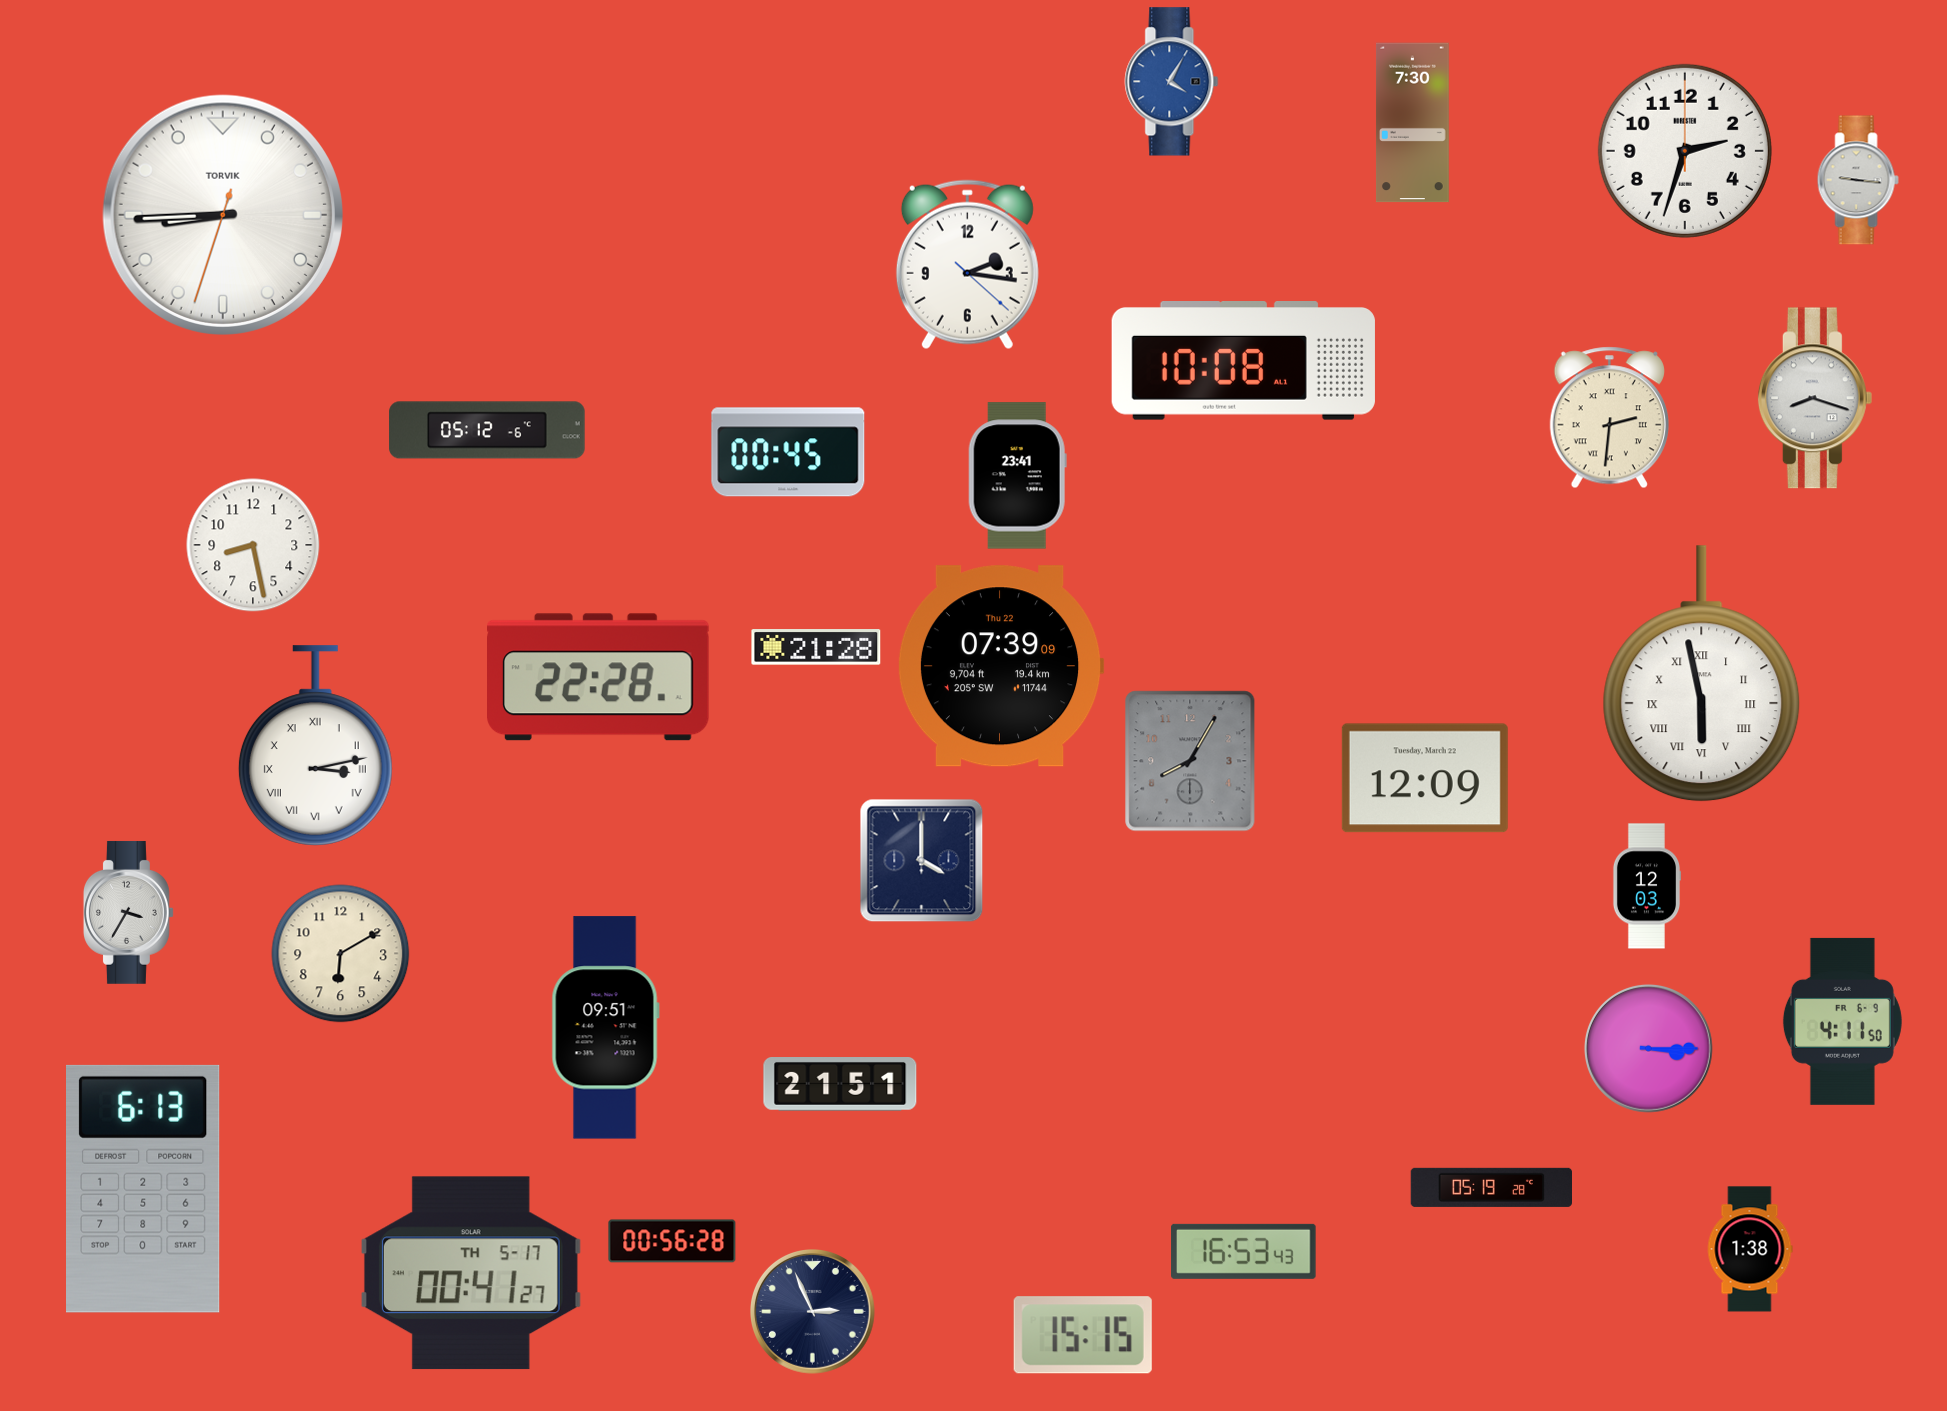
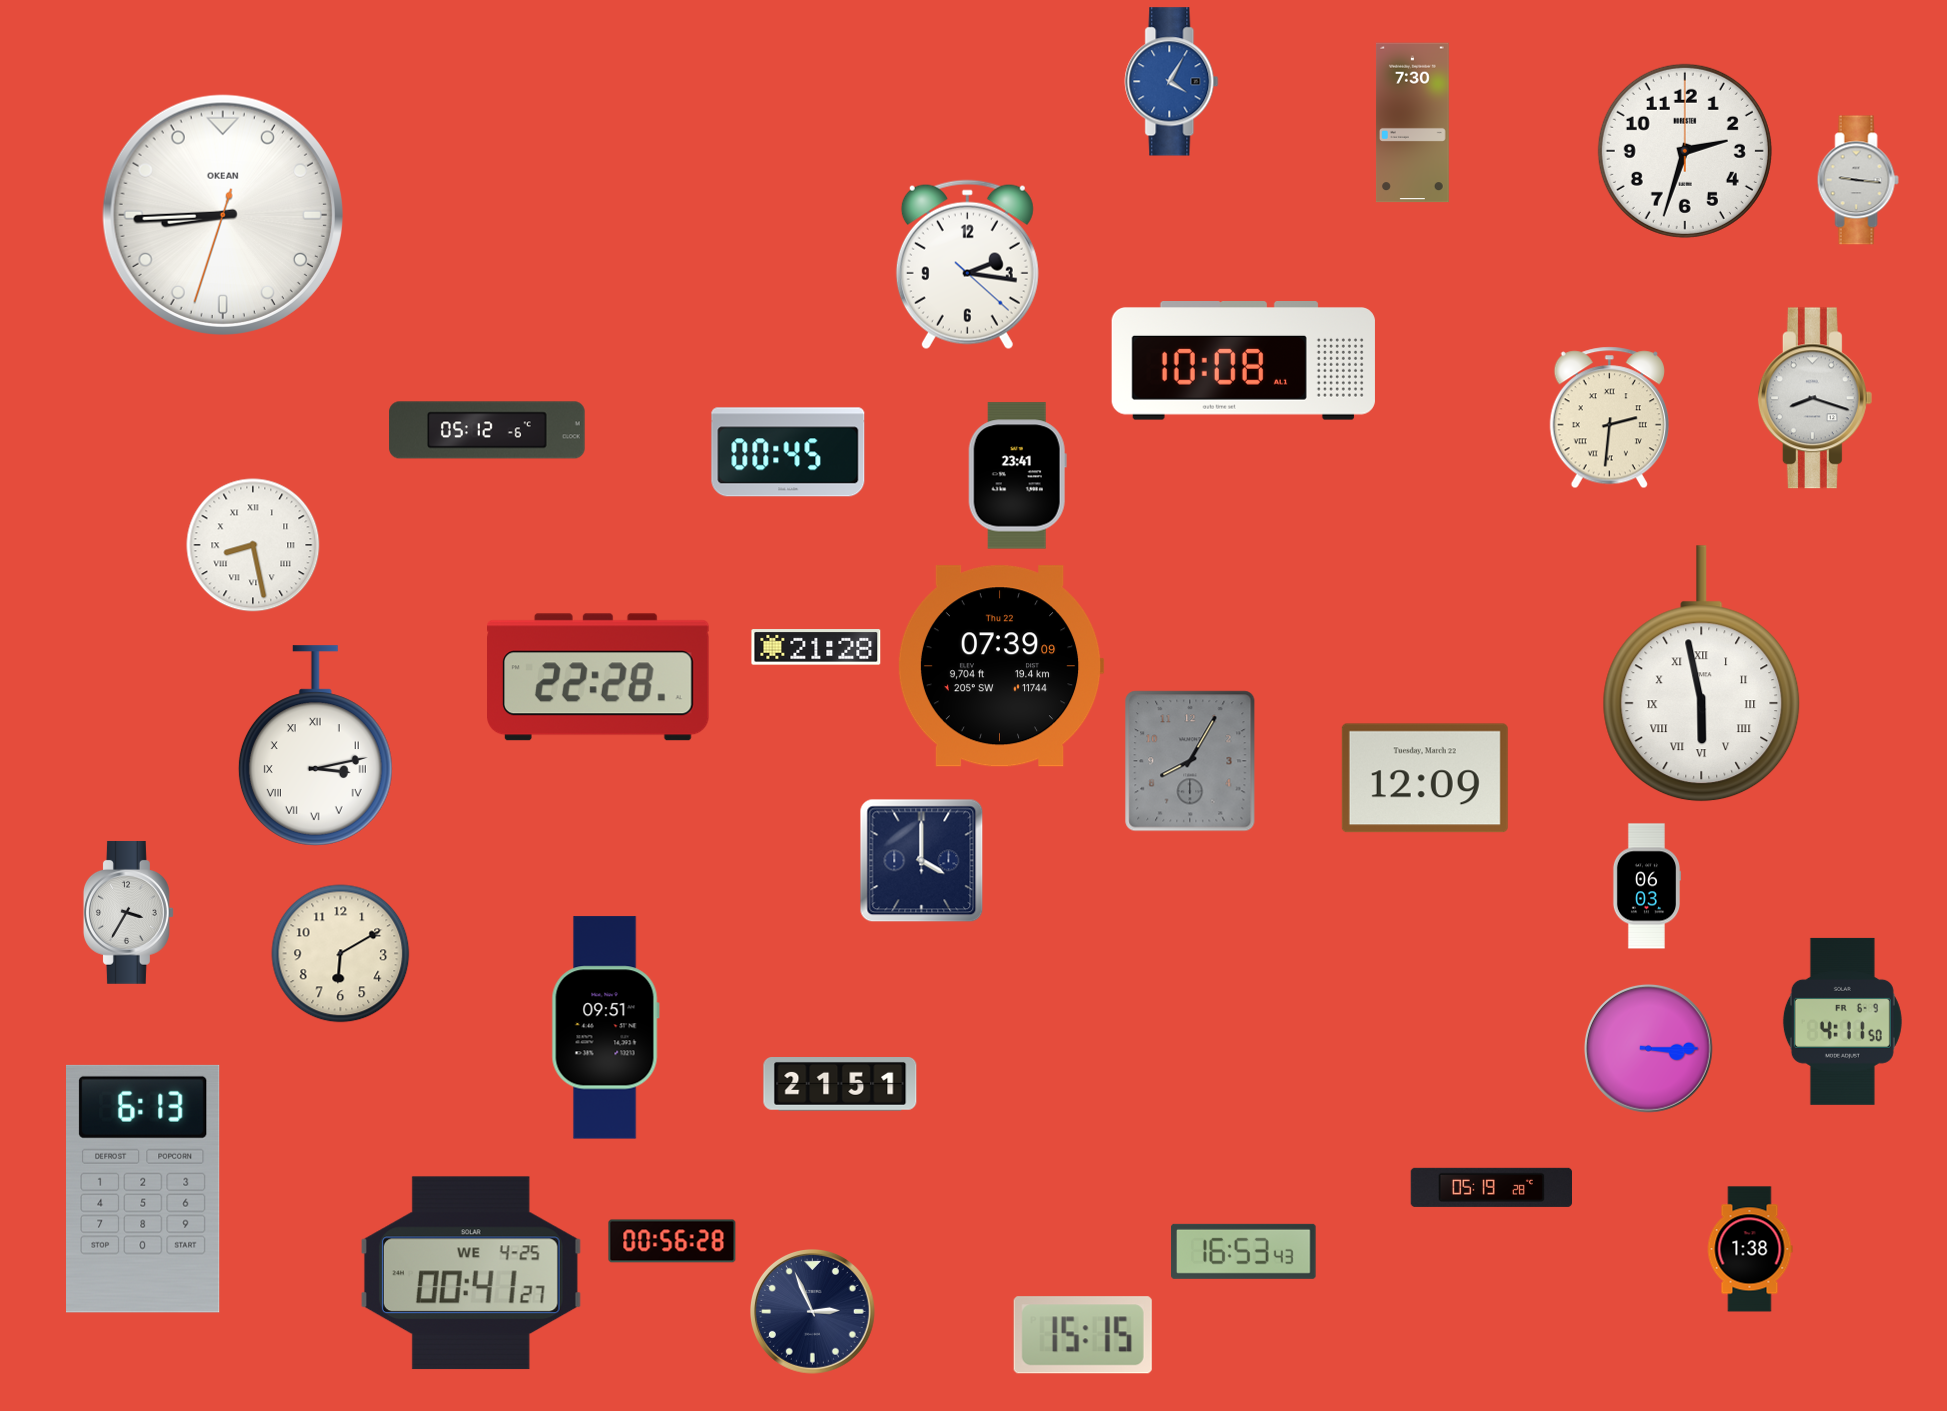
clock at (223, 215) brand: TORVIK -> OKEAN
clock at (253, 545) numerals: Arabic -> Roman
clock at (1647, 886): 12:03 -> 06:03
clock at (471, 1273) date: TH 5-17 -> WE 4-25
